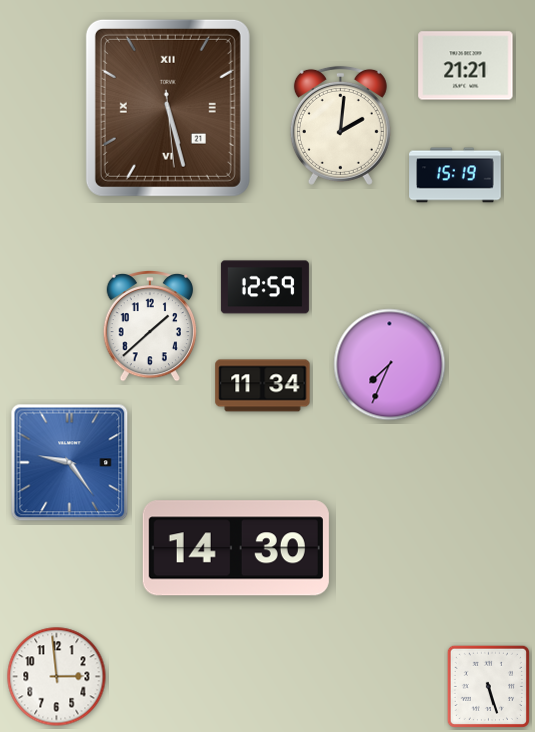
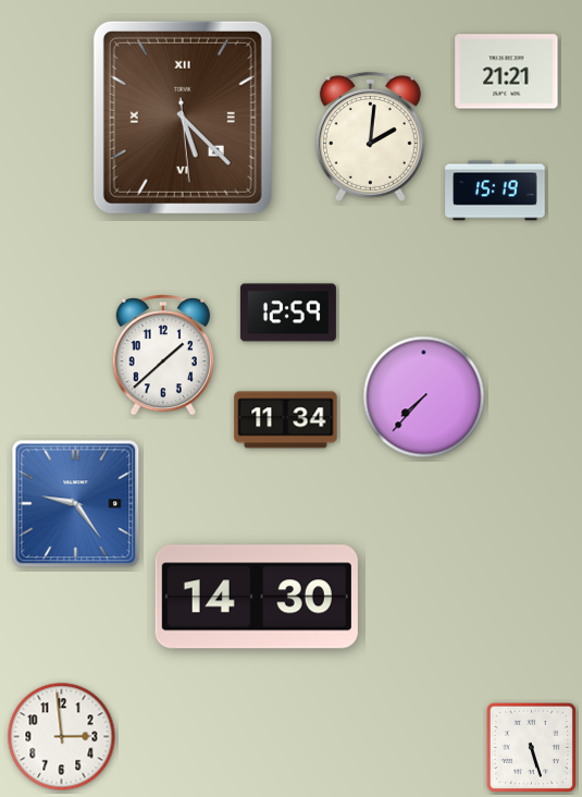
clock at (168, 108): 5:27 -> 5:22
clock at (390, 365): 7:34 -> 7:37
